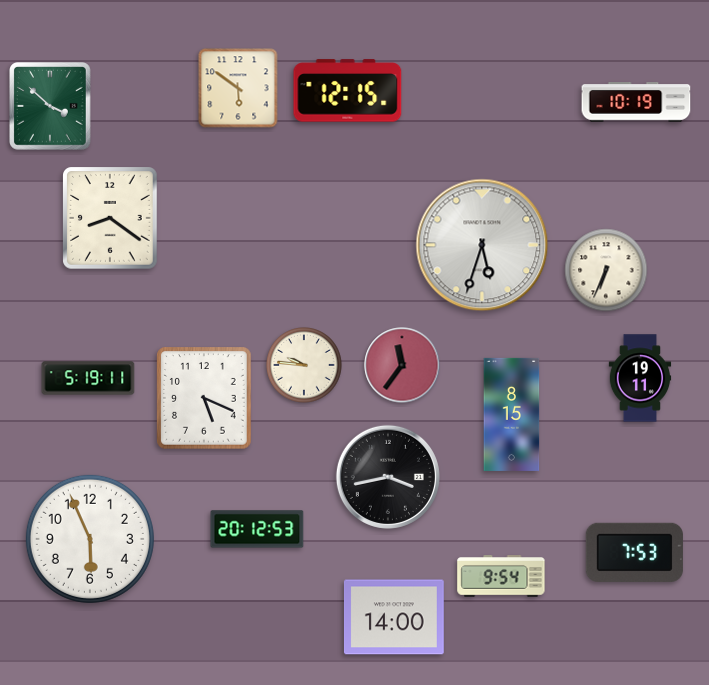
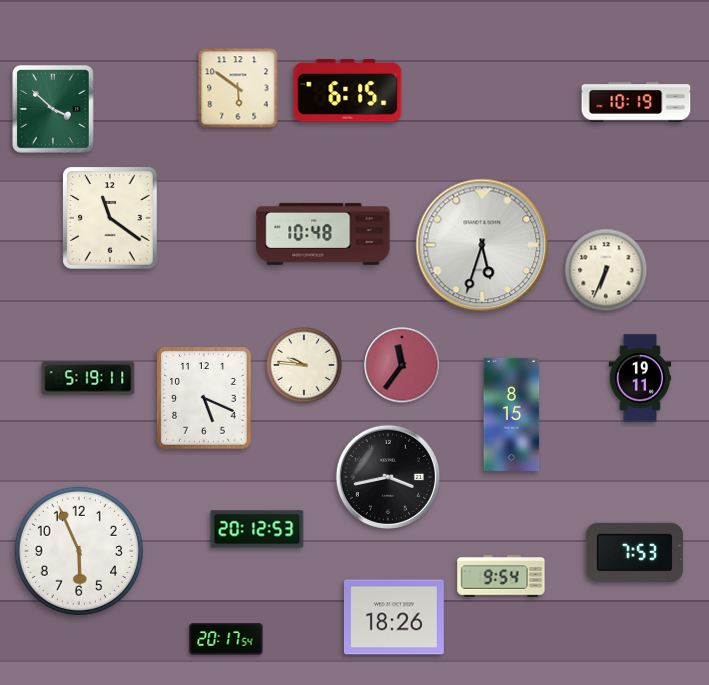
clock at (348, 91): 12:15 -> 6:15
clock at (51, 107) position: (51, 107) -> (54, 110)
clock at (110, 218): 8:21 -> 11:21
clock at (323, 234): none -> 10:48
clock at (90, 539) position: (90, 539) -> (79, 551)
clock at (394, 617): 14:00 -> 18:26
clock at (226, 639): none -> 20:17
